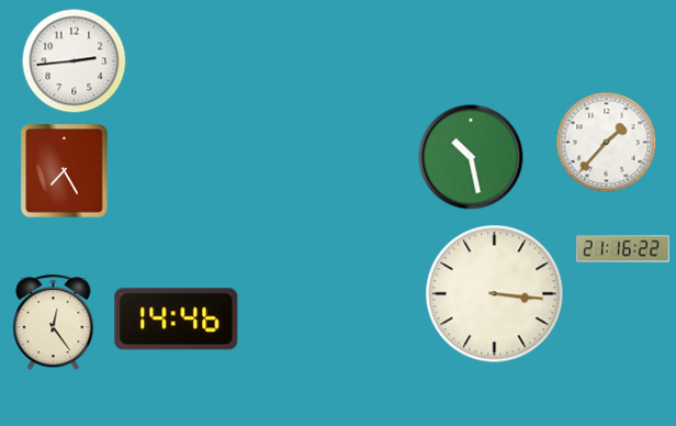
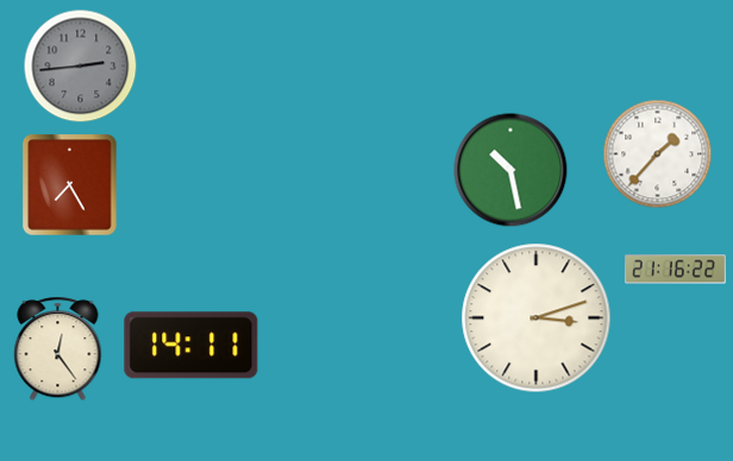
clock at (75, 61) dial: white -> grey
clock at (495, 294): 3:16 -> 3:12
clock at (177, 319): 14:46 -> 14:11
